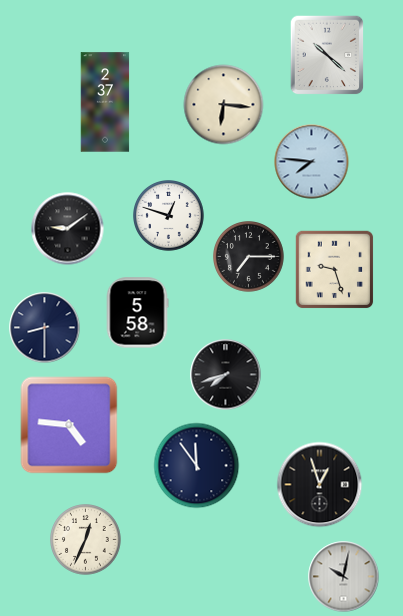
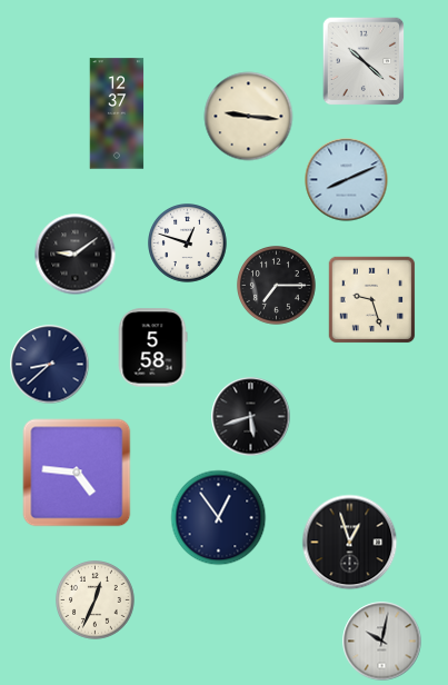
clock at (105, 102): 2:37 -> 12:37
clock at (224, 105): 6:16 -> 9:16
clock at (312, 162): 7:46 -> 8:11
clock at (169, 216) position: (169, 216) -> (188, 244)
clock at (45, 328): 8:30 -> 8:38
clock at (226, 375): 7:42 -> 5:42
clock at (197, 466): 11:54 -> 12:54
clock at (320, 485) position: (320, 485) -> (350, 543)
